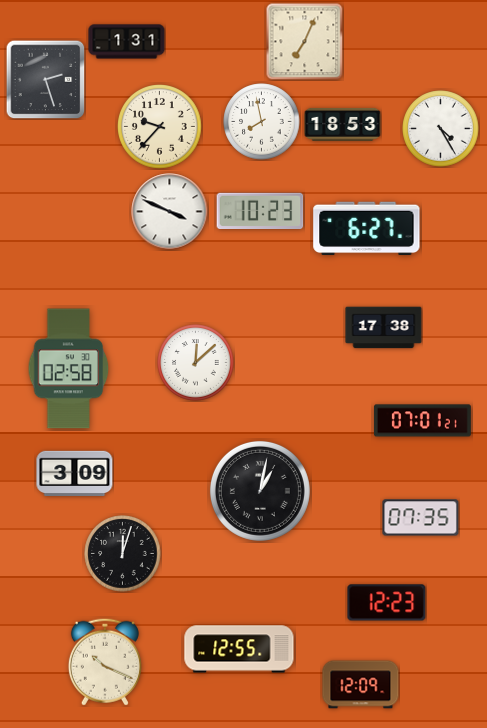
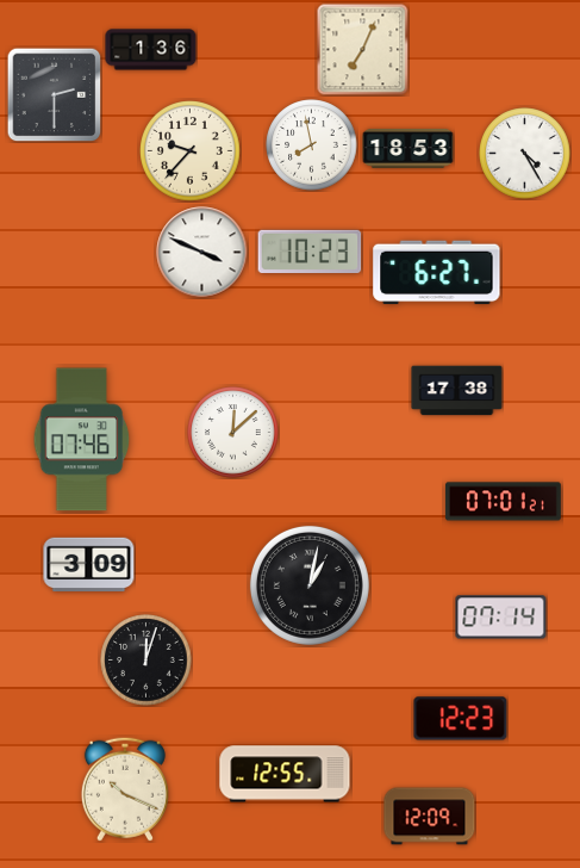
clock at (127, 42): 1:31 -> 1:36
clock at (45, 79): 2:27 -> 2:30
clock at (69, 369): 02:58 -> 07:46
clock at (421, 518): 07:35 -> 07:14
